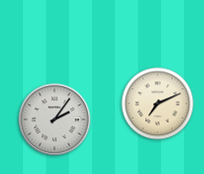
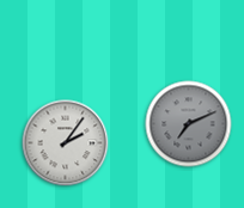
clock at (158, 104) dial: cream -> grey
